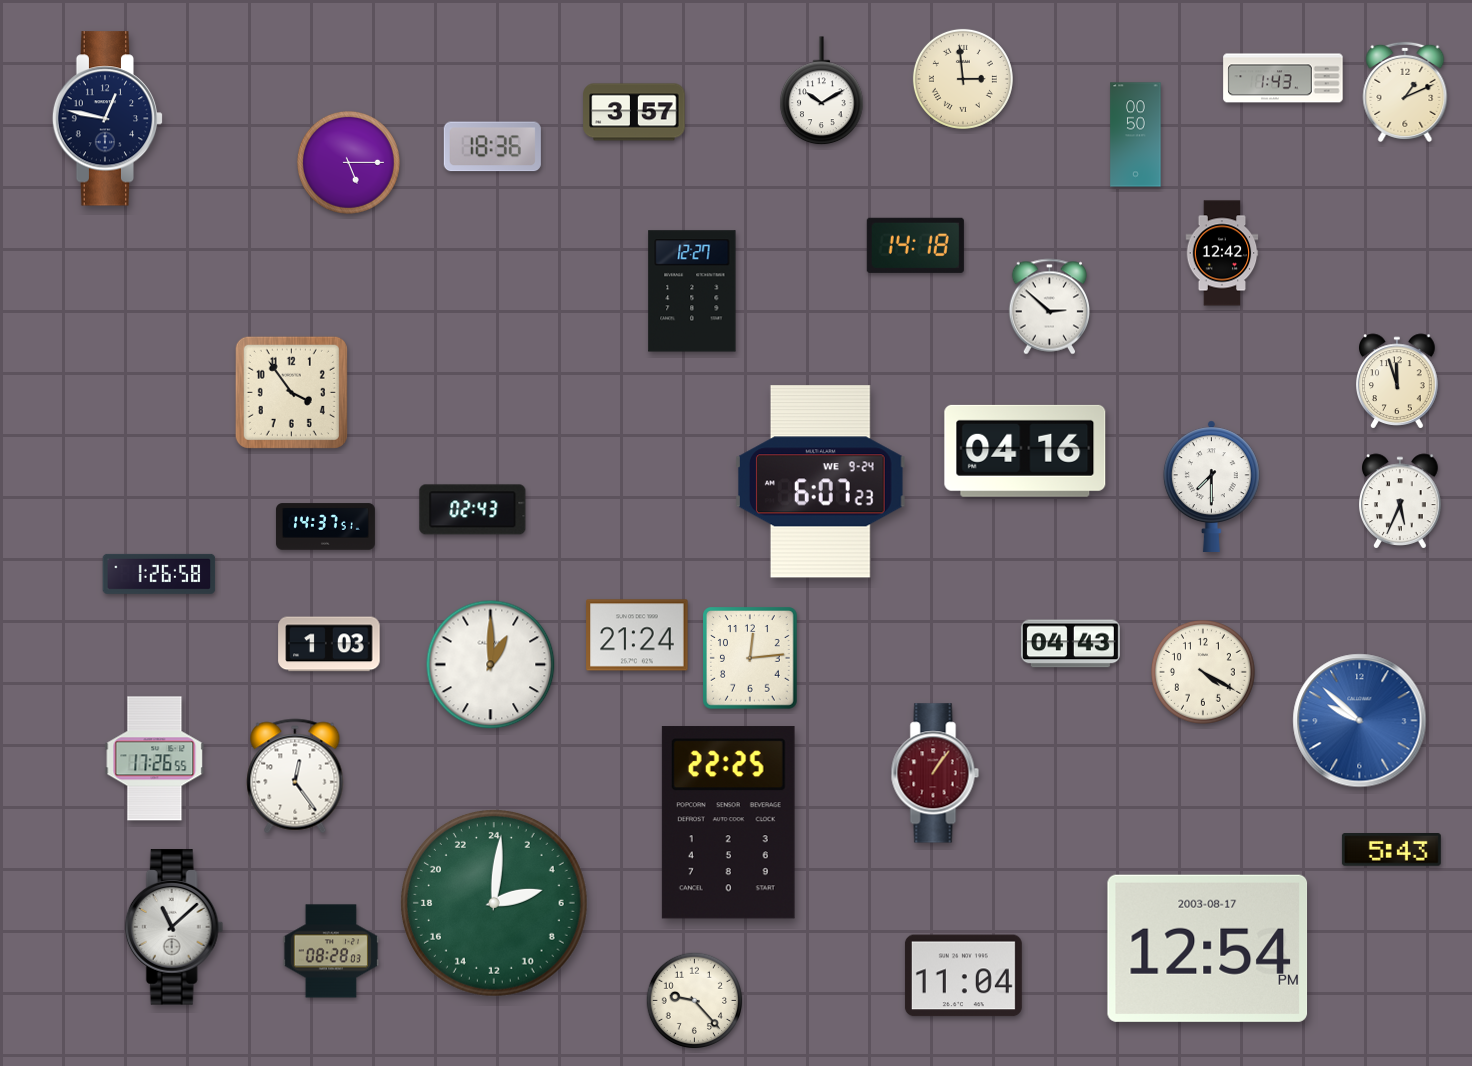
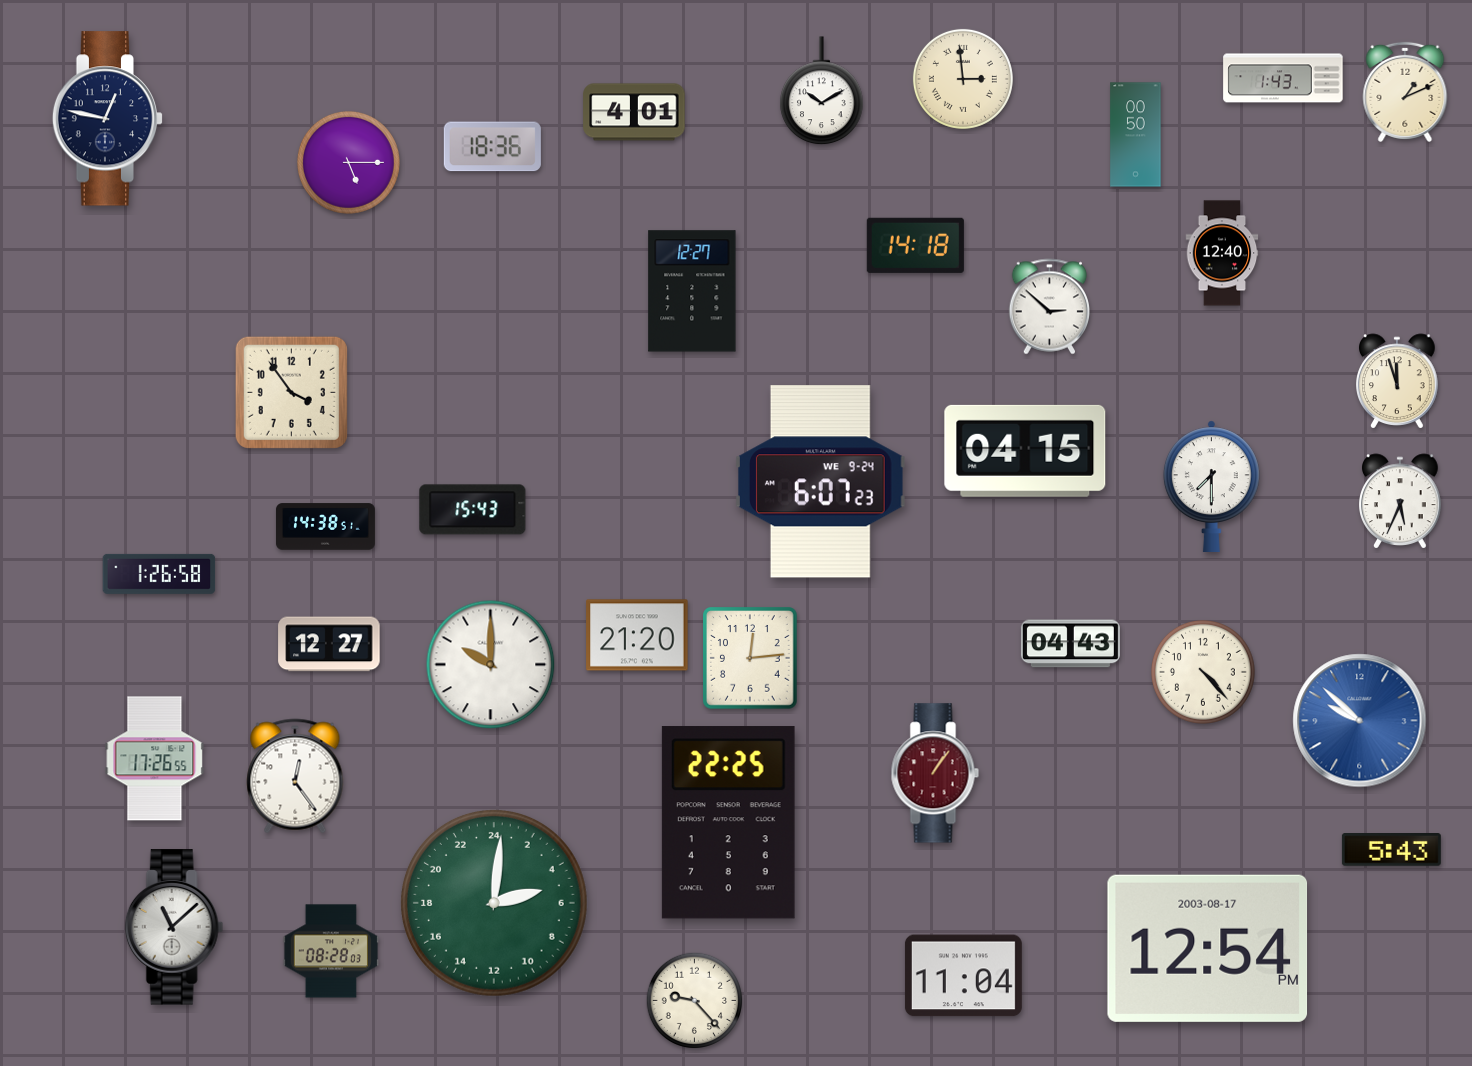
clock at (634, 112): 3:57 -> 4:01
clock at (1222, 253): 12:42 -> 12:40
clock at (1025, 451): 04:16 -> 04:15
clock at (473, 510): 02:43 -> 15:43
clock at (325, 527): 14:37 -> 14:38
clock at (637, 635): 21:24 -> 21:20
clock at (329, 644): 1:03 -> 12:27
clock at (491, 665): 1:00 -> 10:00
clock at (1203, 672): 4:20 -> 4:23
